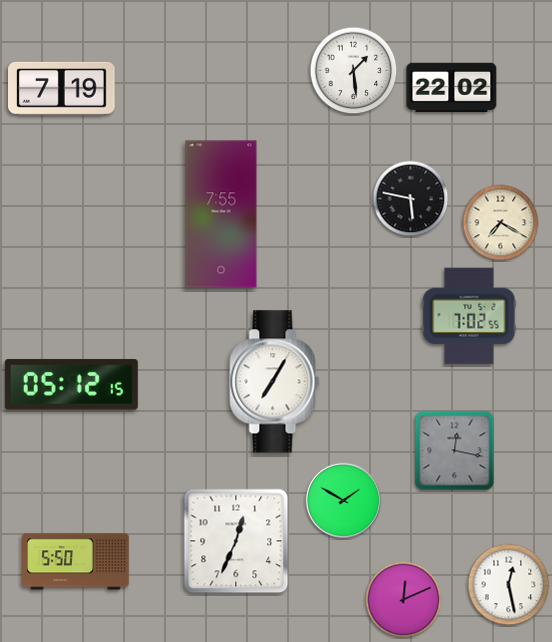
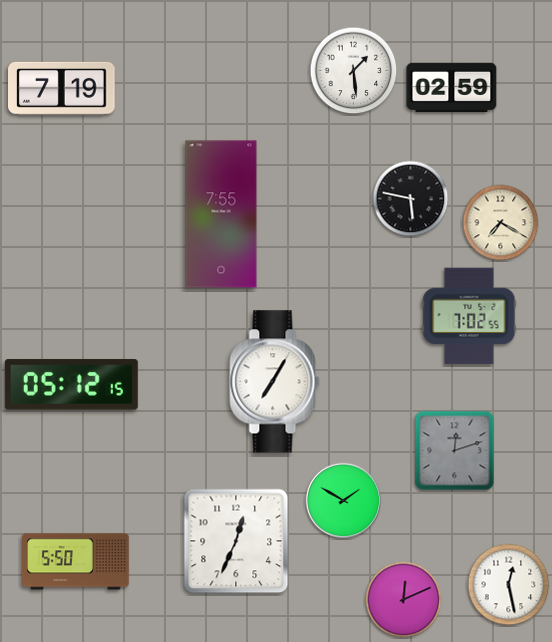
clock at (452, 87): 22:02 -> 02:59
clock at (455, 451): 12:17 -> 12:12
